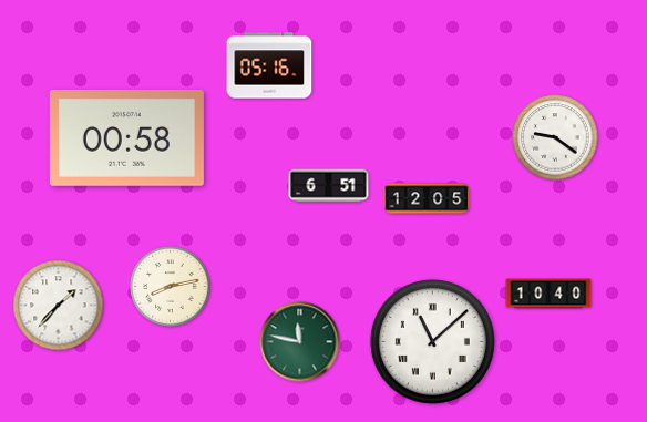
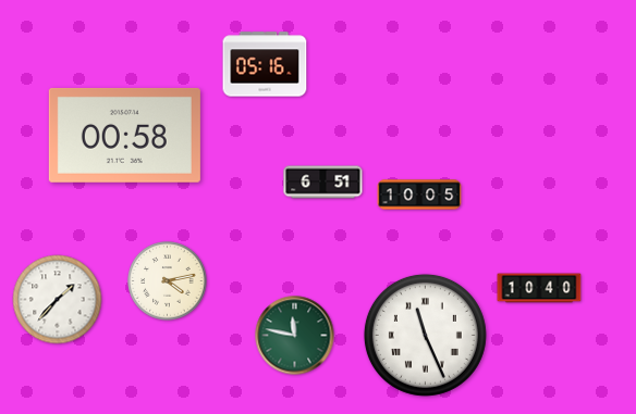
clock at (555, 137): 9:21 -> none
clock at (427, 198): 12:05 -> 10:05
clock at (171, 287): 8:13 -> 4:13
clock at (432, 341): 11:08 -> 11:26
